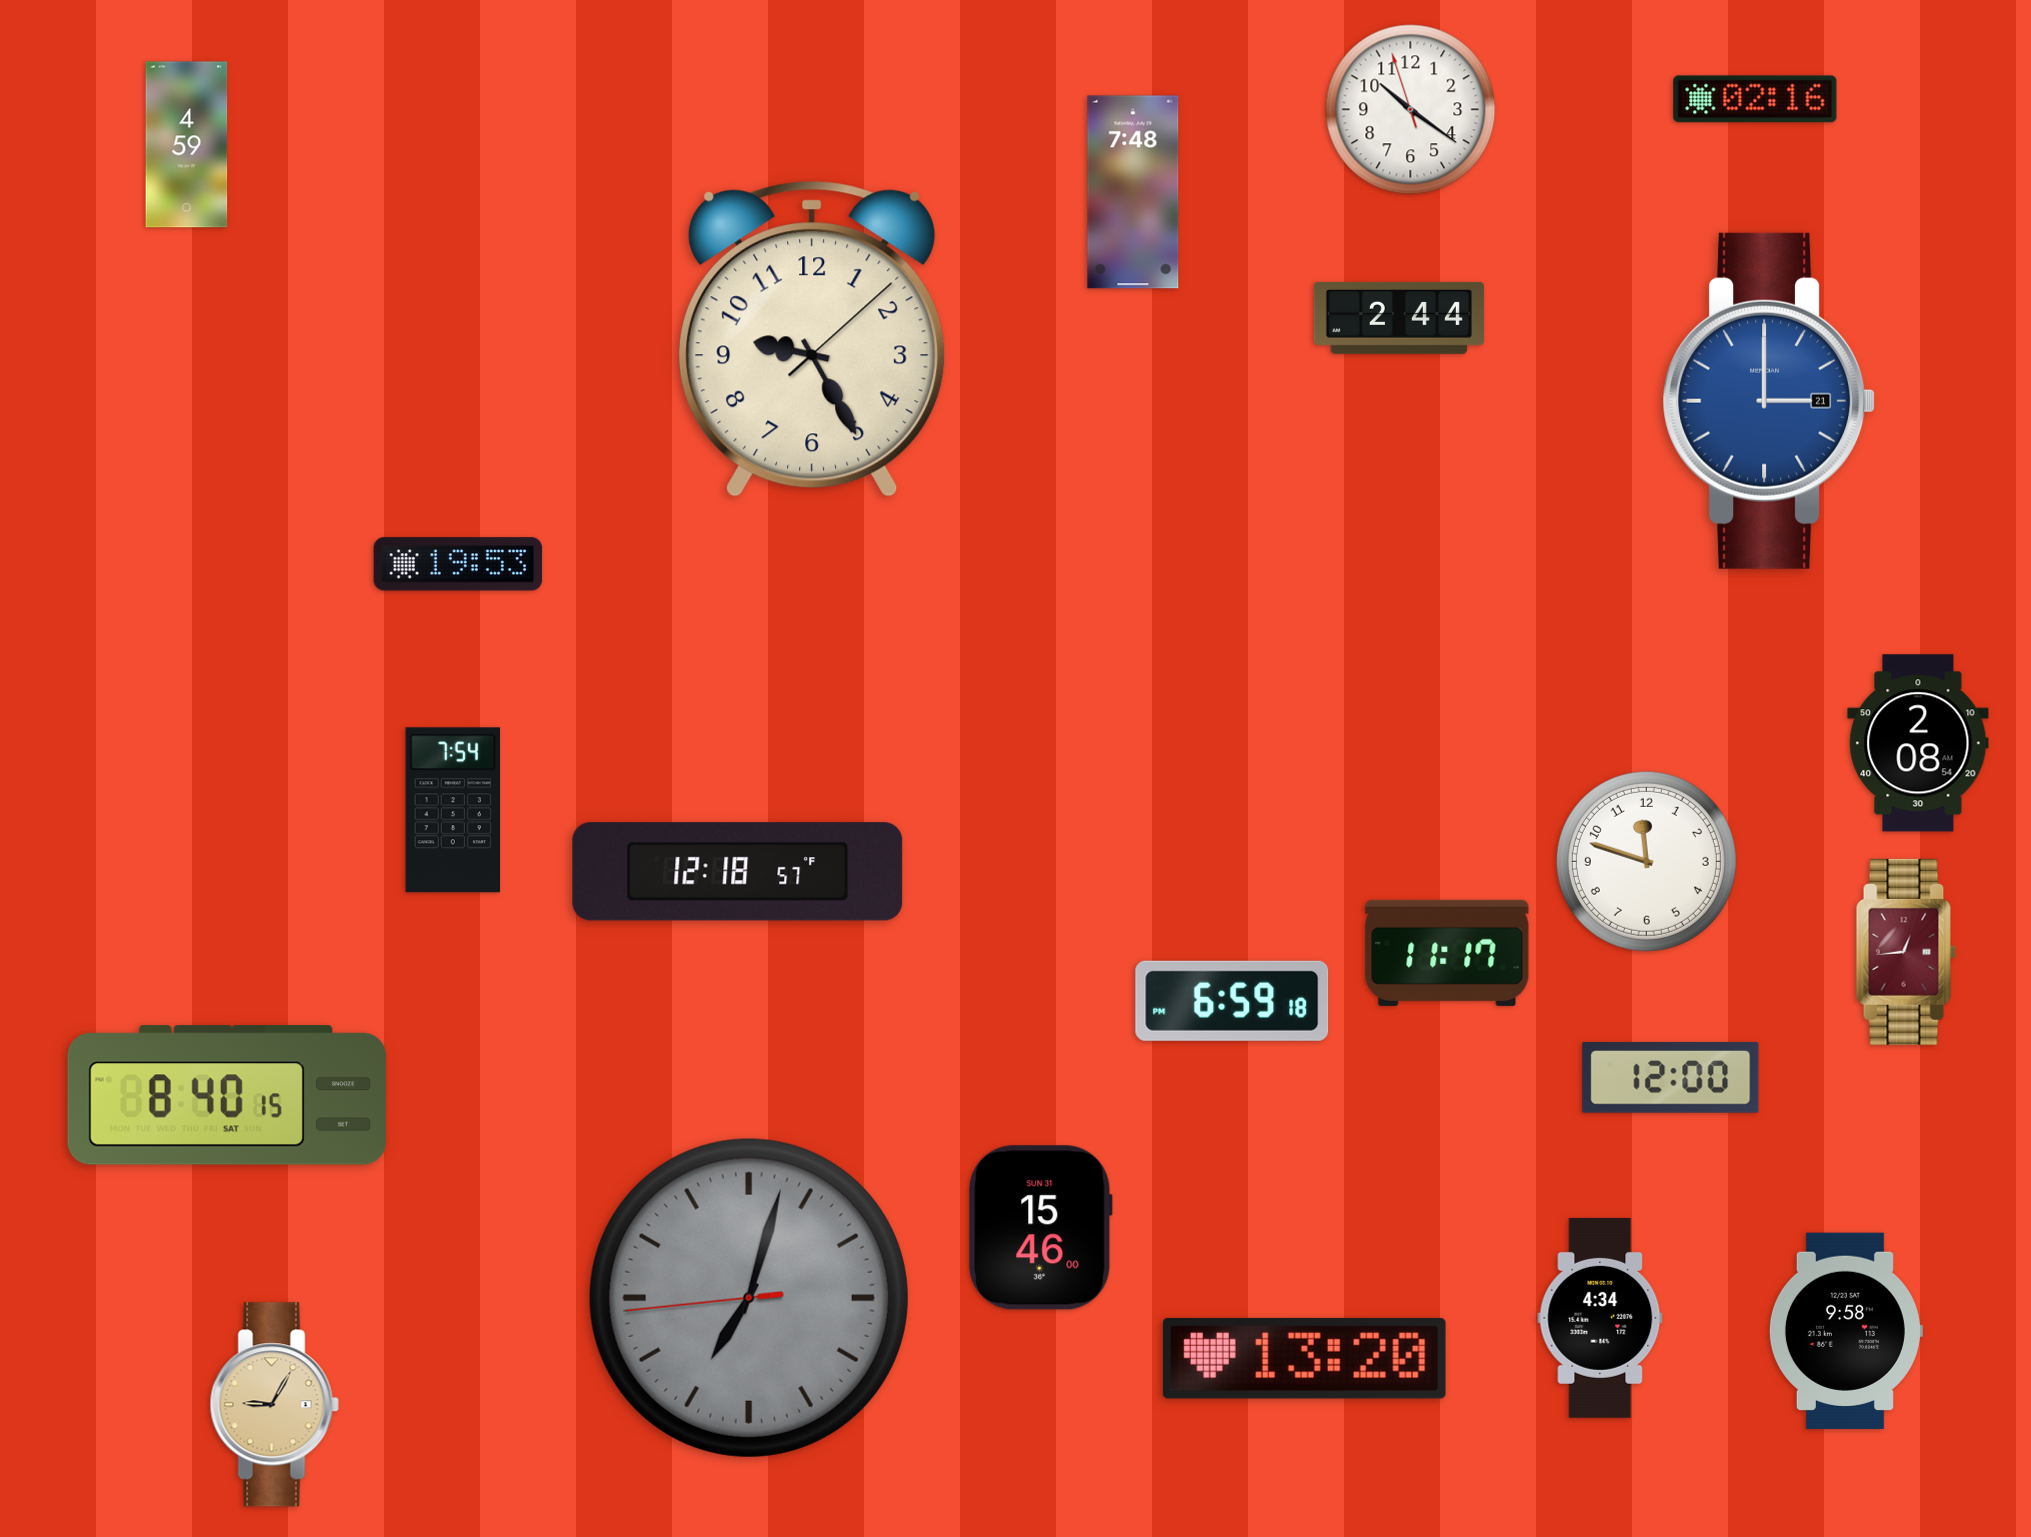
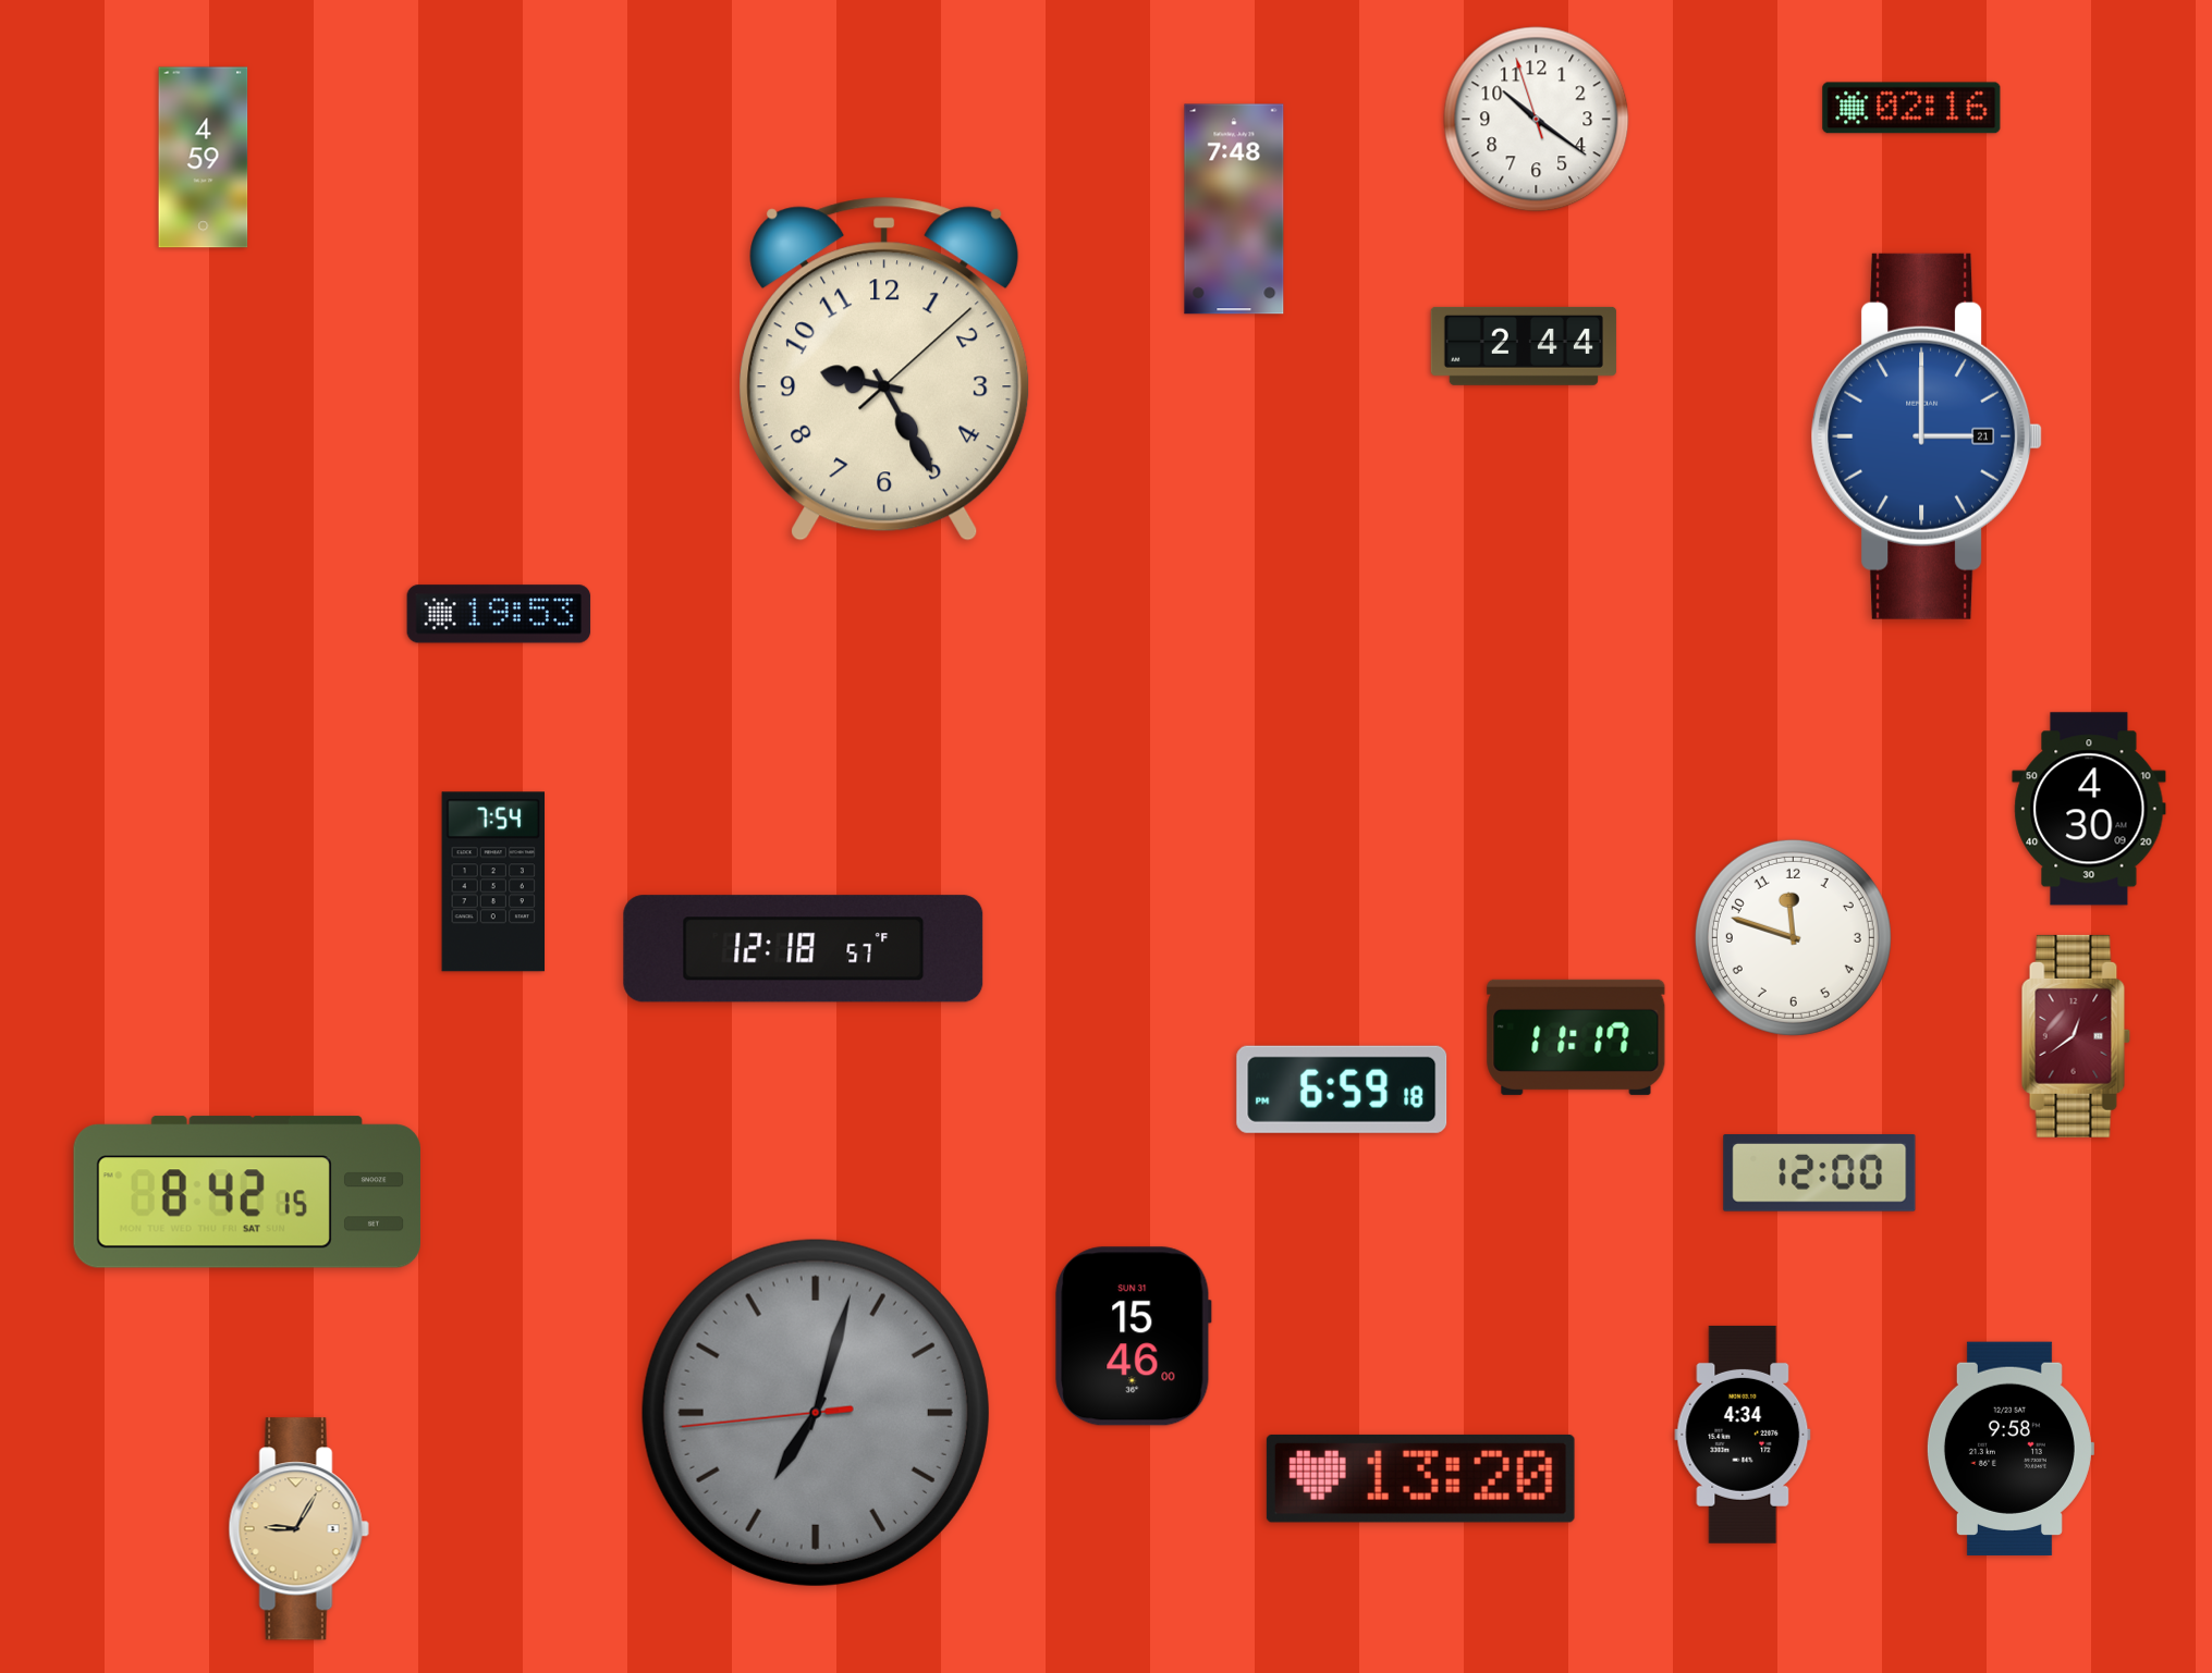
clock at (1918, 743): 2:08 -> 4:30
clock at (1906, 952): 12:44 -> 12:39
clock at (226, 1095): 8:40 -> 8:42
